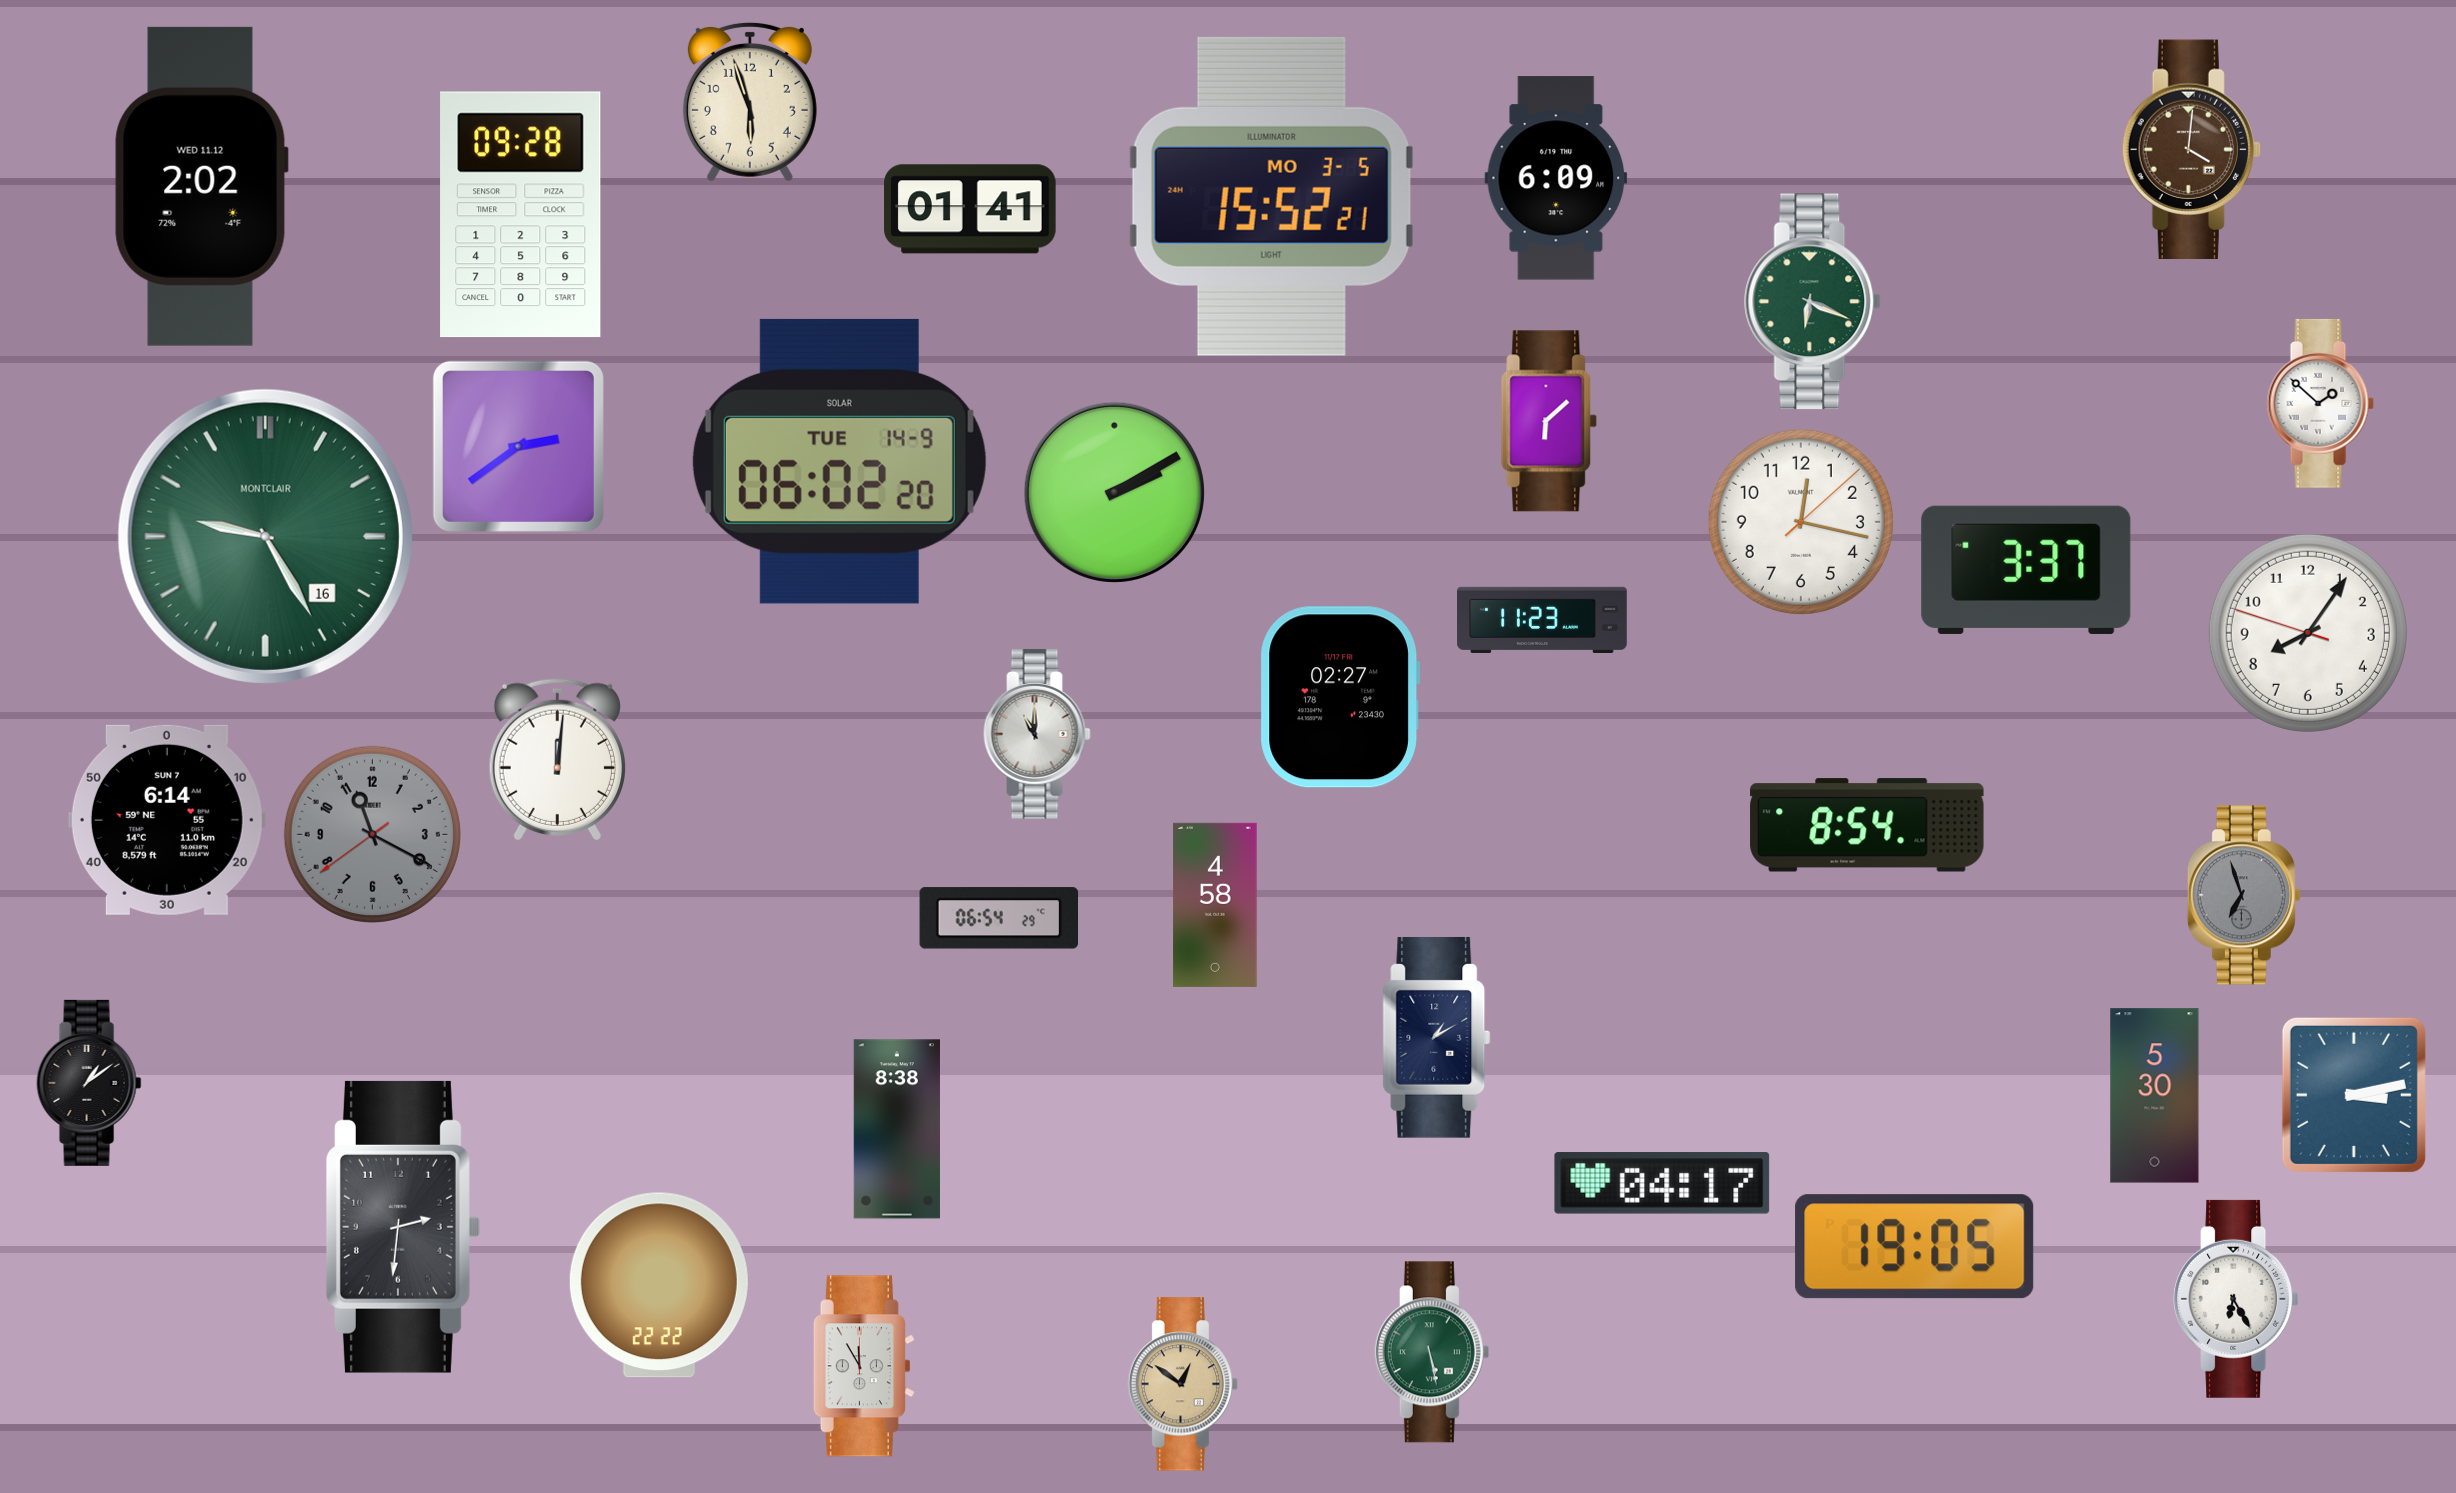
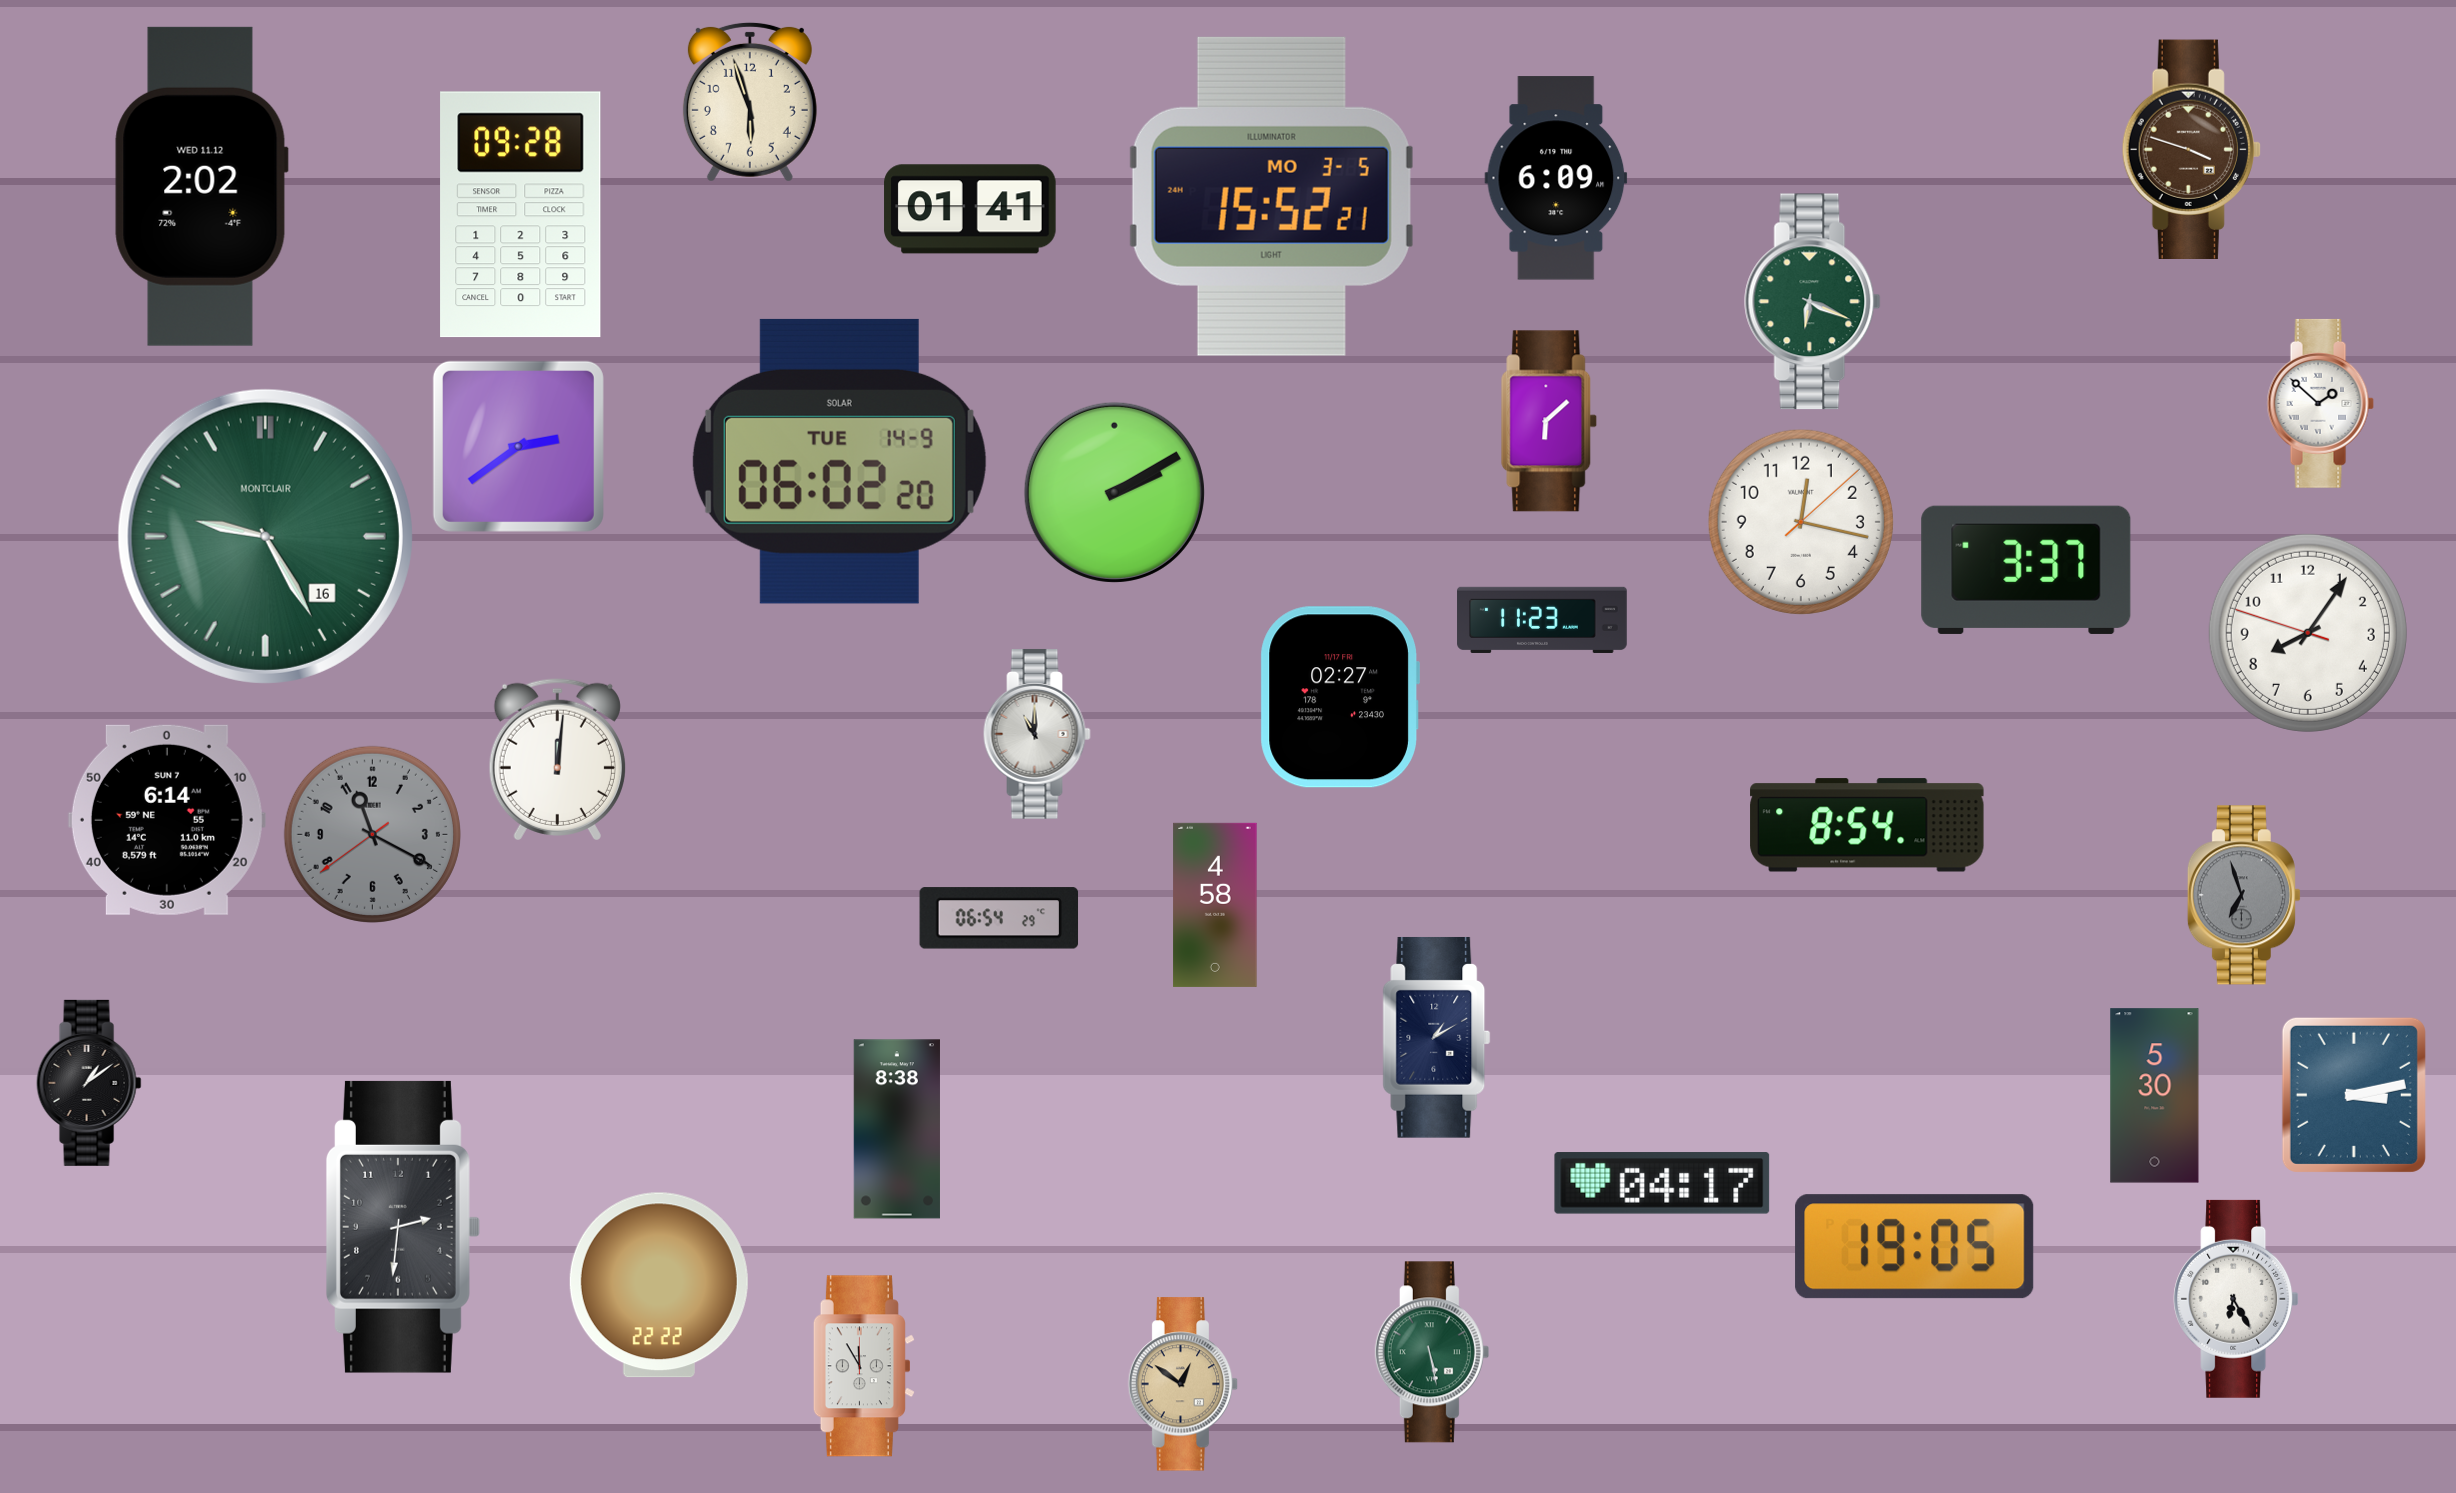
clock at (2191, 149): 4:01 -> 3:48
